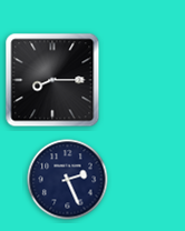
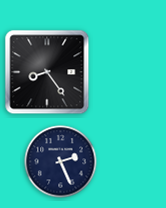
clock at (52, 80): 8:15 -> 8:24
